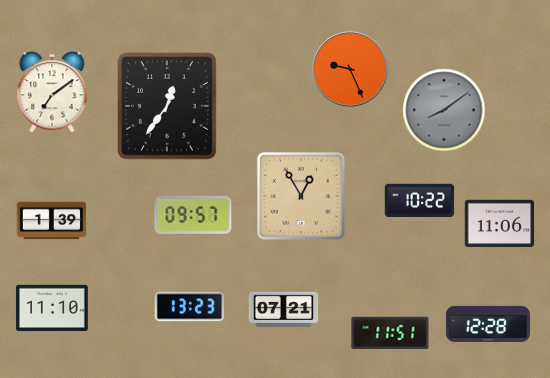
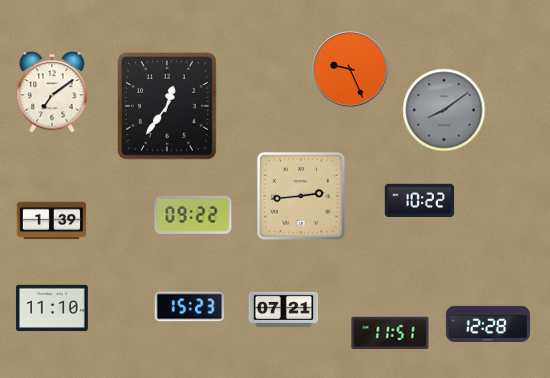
clock at (301, 196): 12:55 -> 2:44
clock at (193, 215): 09:57 -> 09:22
clock at (500, 224): 11:06 -> none
clock at (190, 307): 13:23 -> 15:23
